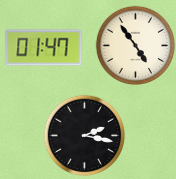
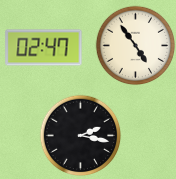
clock at (44, 48): 01:47 -> 02:47
clock at (84, 135) position: (84, 135) -> (80, 135)
